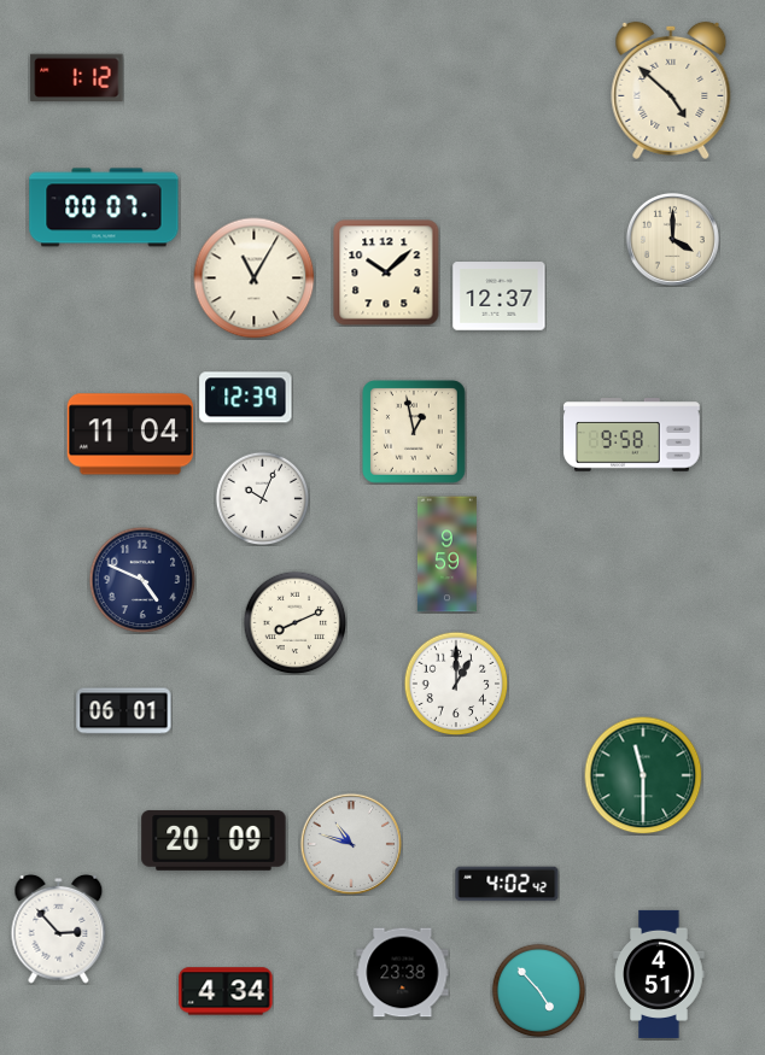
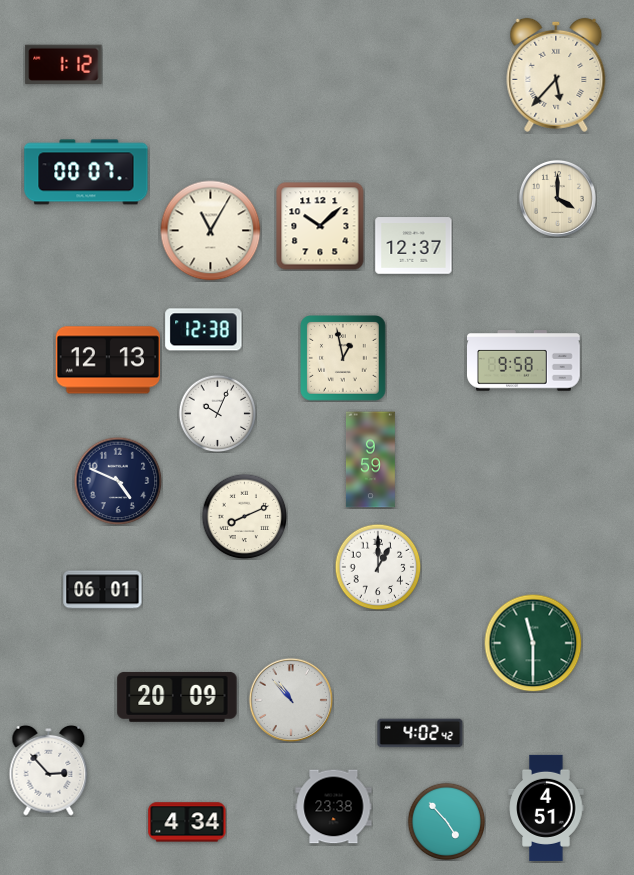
clock at (671, 90): 4:52 -> 5:37
clock at (246, 398): 12:39 -> 12:38
clock at (130, 434): 11:04 -> 12:13
clock at (350, 843): 10:48 -> 10:53
